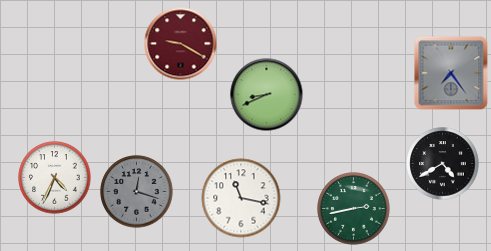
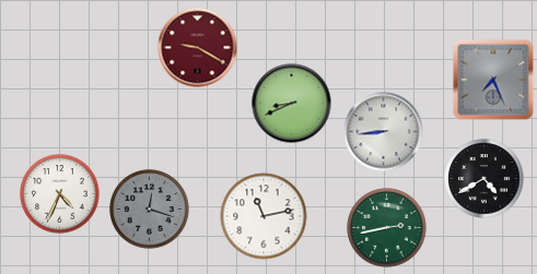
clock at (451, 73): 7:24 -> 7:26
clock at (384, 132): none -> 8:44
clock at (241, 198): 11:17 -> 11:13
